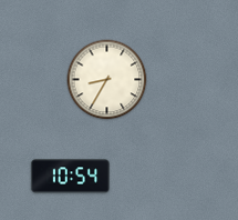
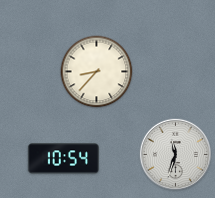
clock at (107, 80): 8:35 -> 8:37
clock at (175, 154): none -> 11:33
